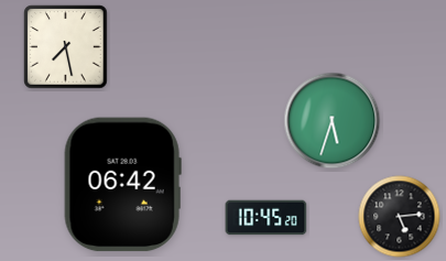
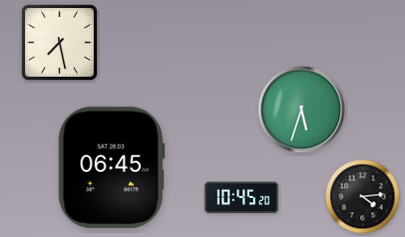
clock at (122, 185): 06:42 -> 06:45
clock at (400, 217): 5:14 -> 4:14
